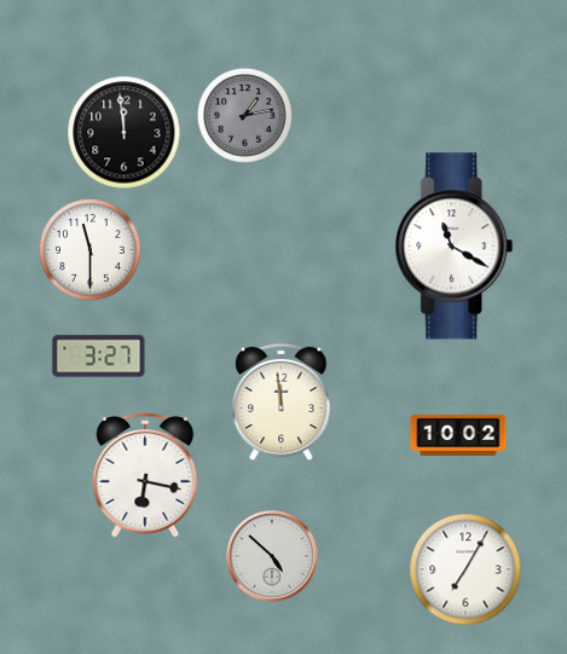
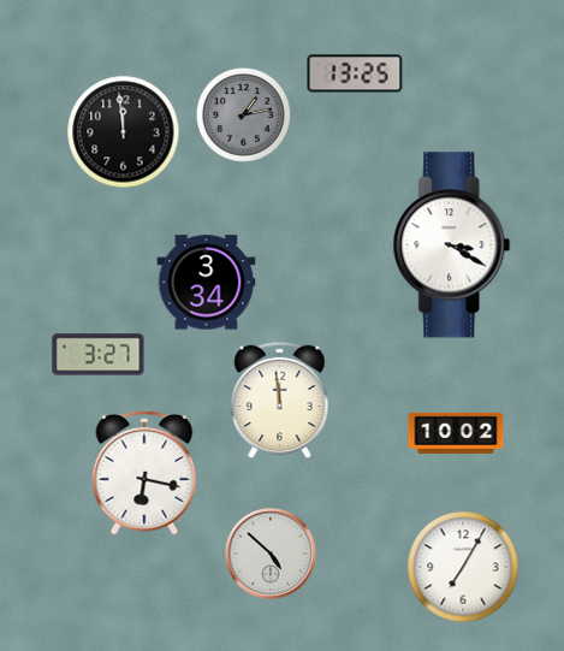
clock at (355, 73): none -> 13:25
clock at (455, 247): 11:20 -> 3:20
clock at (91, 250): 11:30 -> none
clock at (207, 283): none -> 3:34
